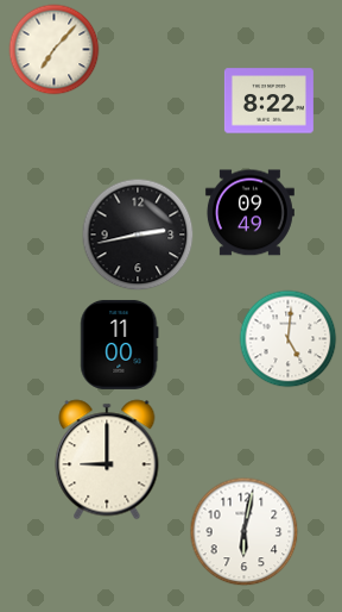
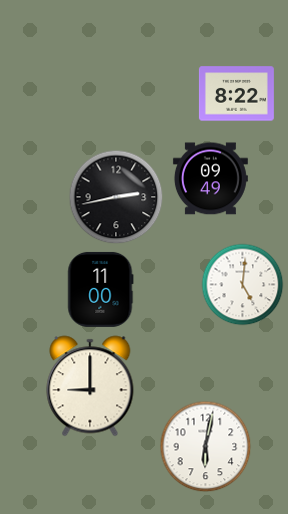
clock at (55, 50): 7:07 -> none
clock at (268, 101) position: (268, 101) -> (236, 94)
